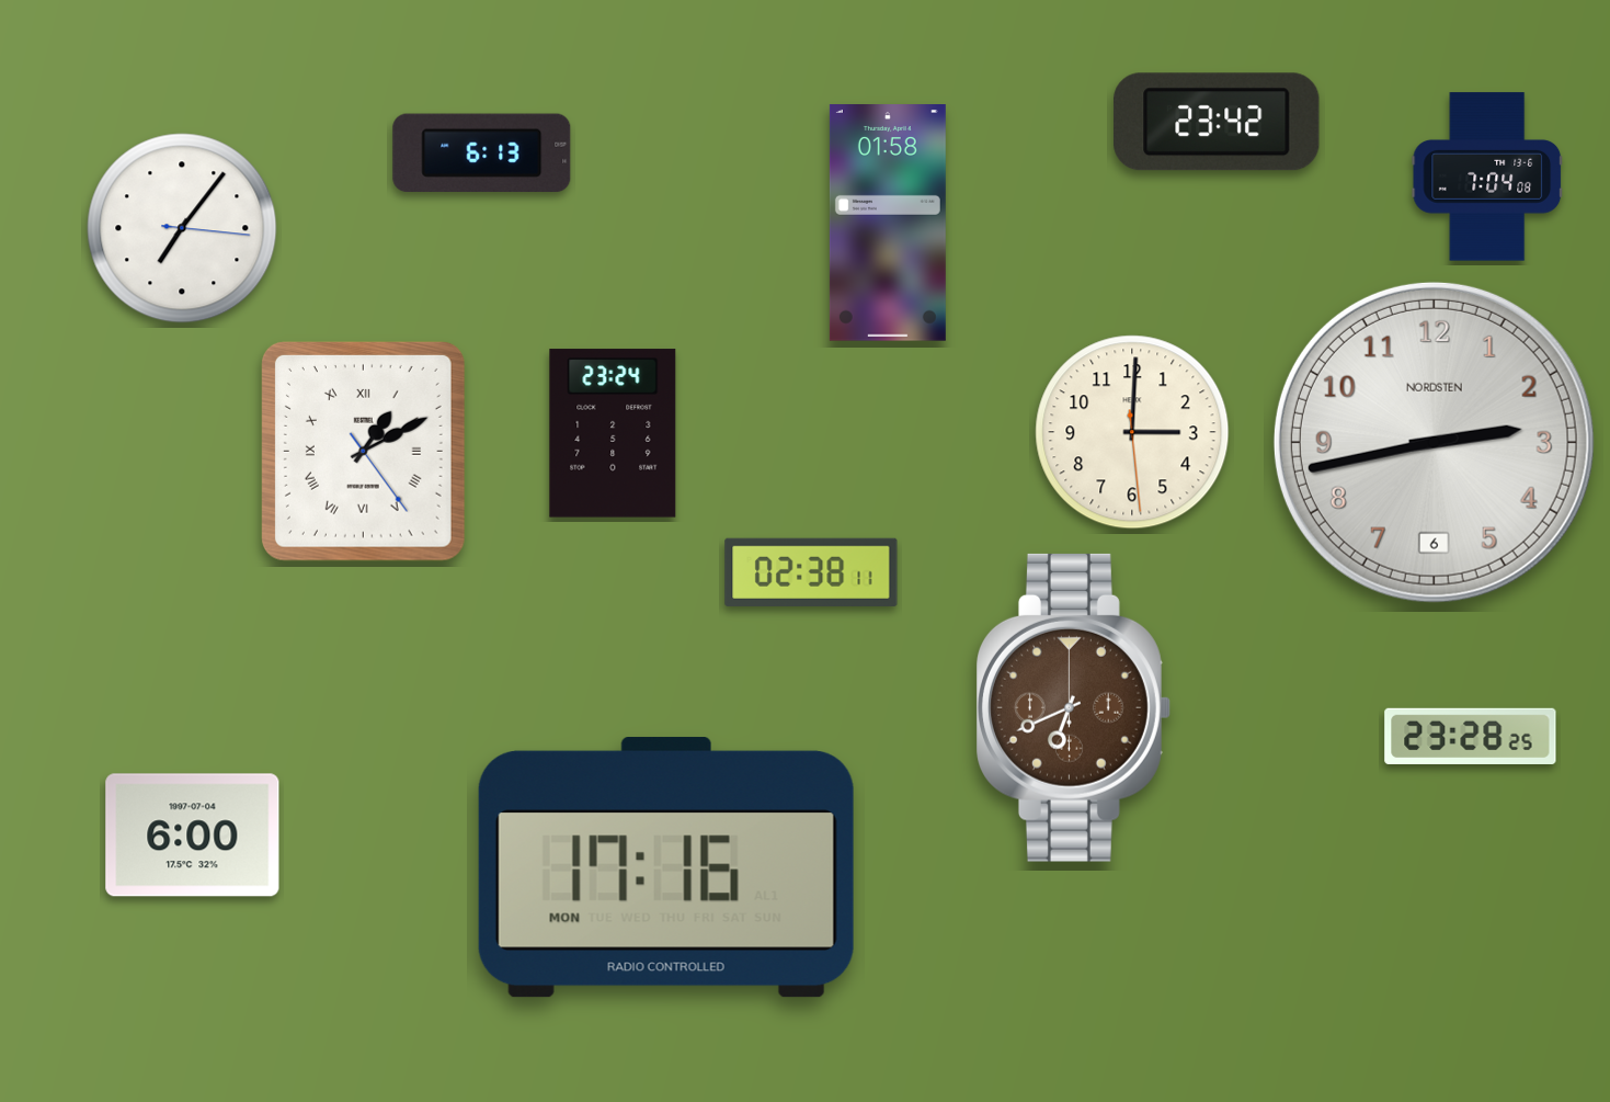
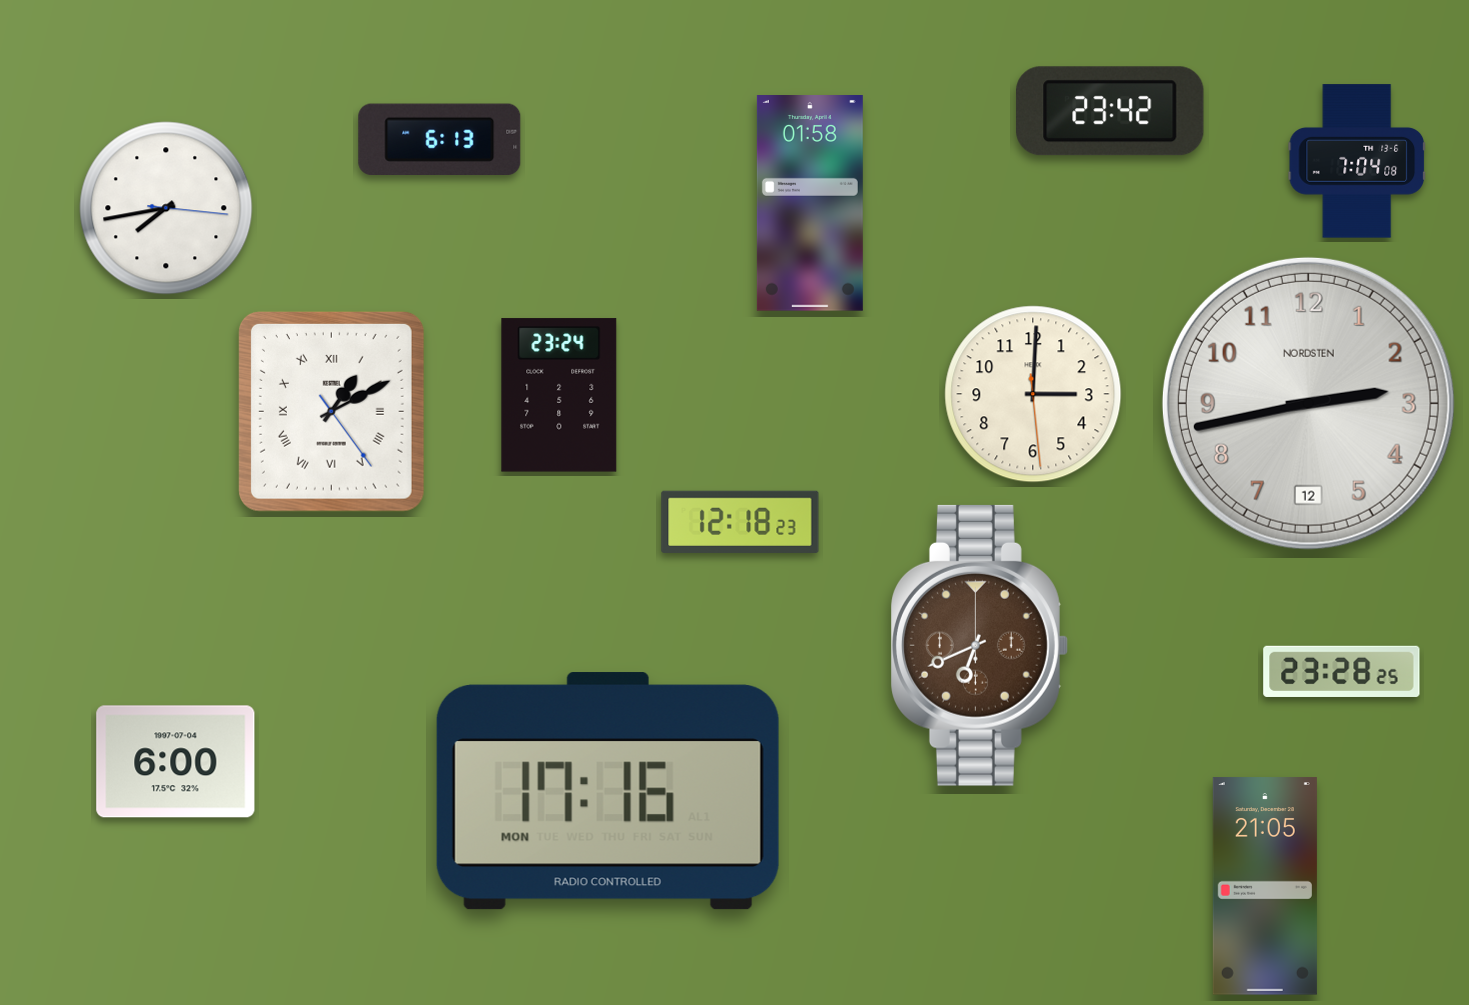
clock at (182, 228): 7:06 -> 7:43
clock at (1434, 442) date: 6 -> 12
clock at (811, 572): 02:38 -> 12:18
clock at (1265, 886): none -> 21:05
